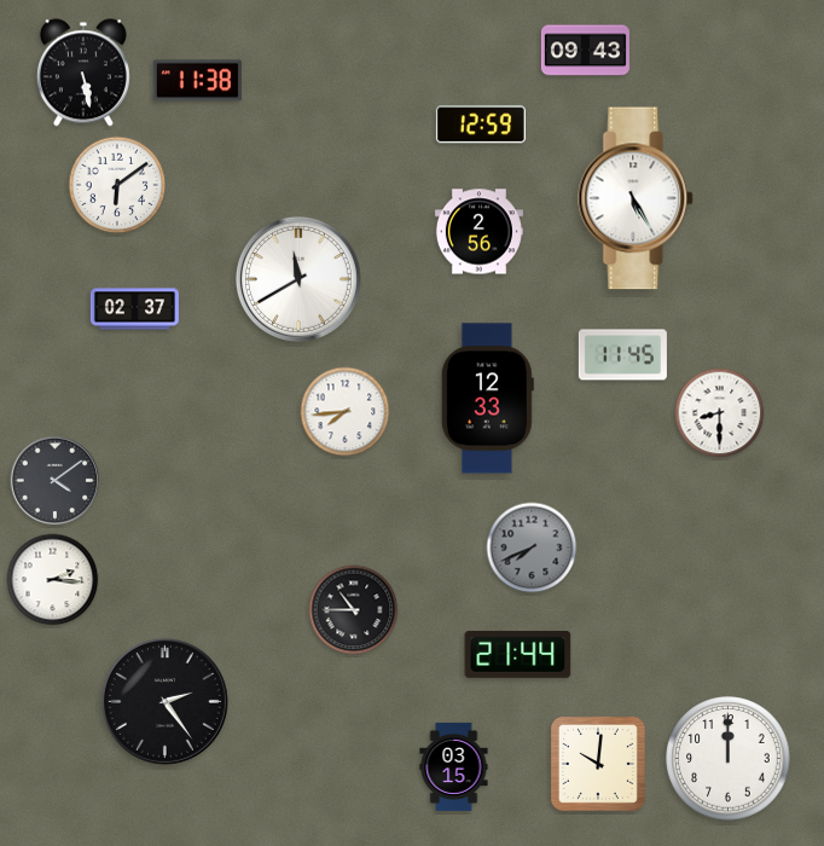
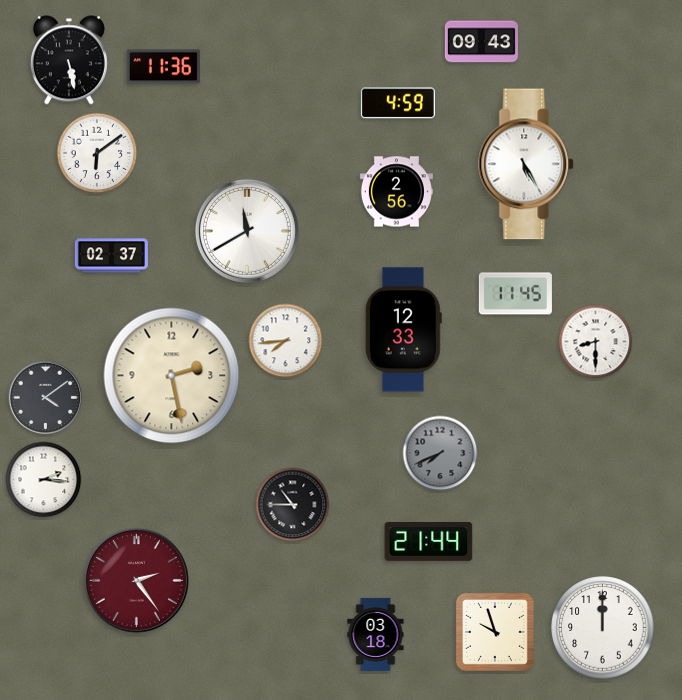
clock at (585, 51) position: (585, 51) -> (481, 42)
clock at (197, 81): 11:38 -> 11:36
clock at (481, 124): 12:59 -> 4:59
clock at (172, 376): none -> 2:28
clock at (164, 701) dial: black -> burgundy
clock at (598, 764): 10:01 -> 9:57
clock at (454, 766): 03:15 -> 03:18
